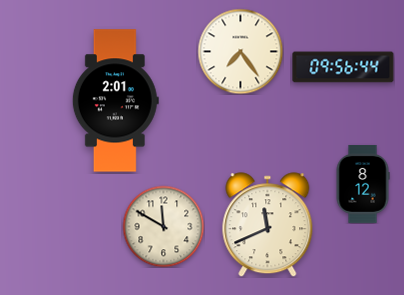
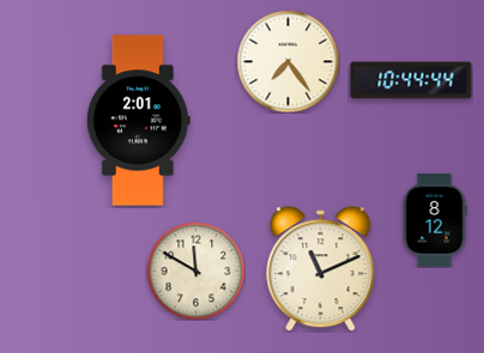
clock at (343, 67): 09:56 -> 10:44
clock at (268, 225): 11:41 -> 11:11
